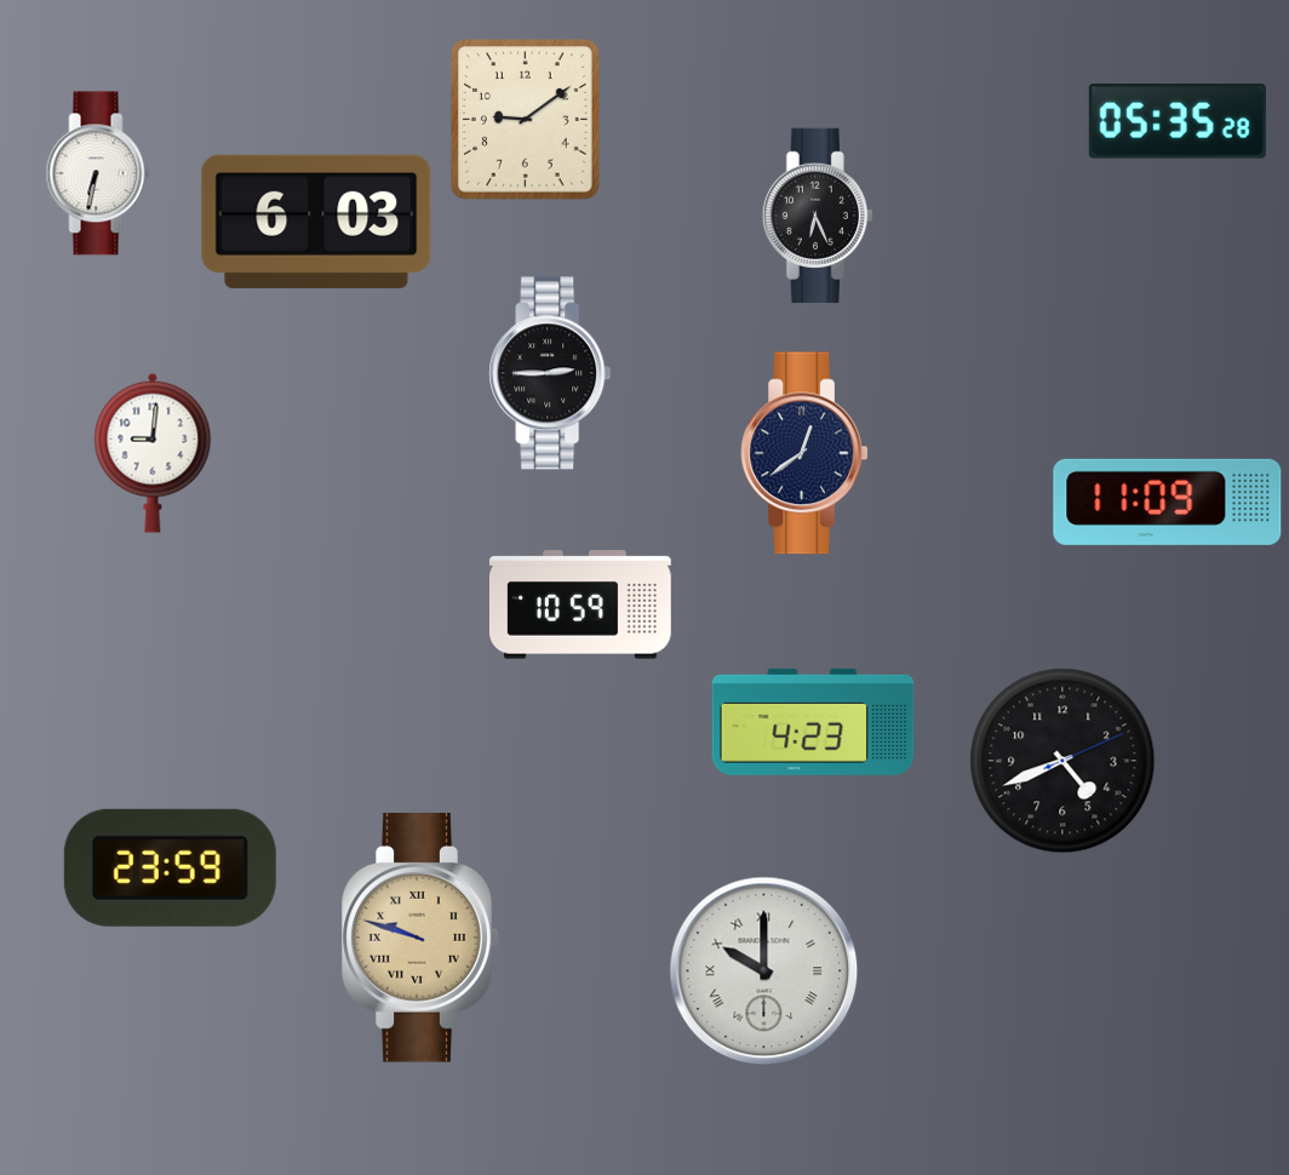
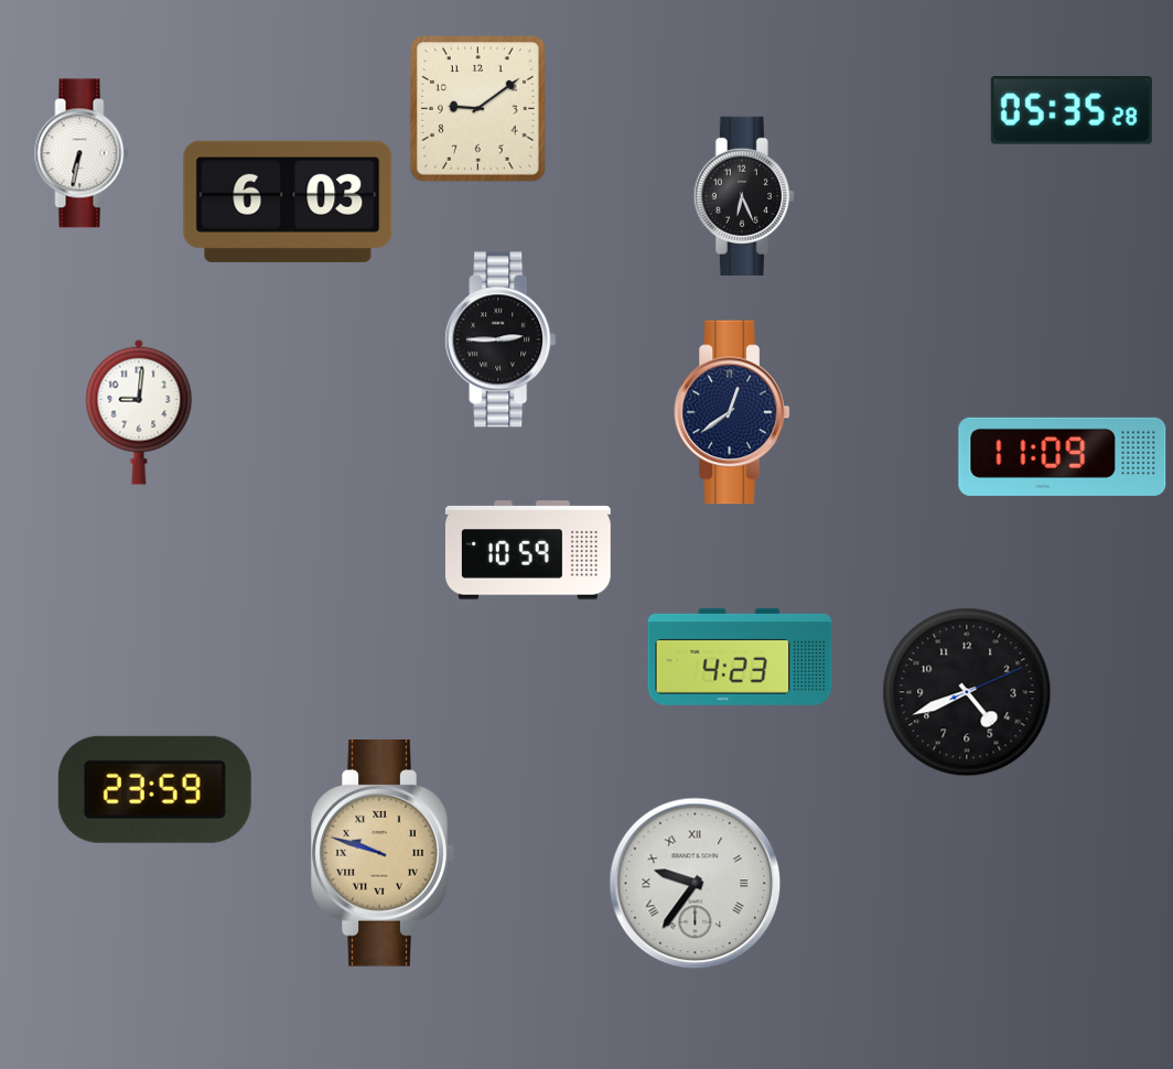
clock at (98, 173) position: (98, 173) -> (82, 153)
clock at (764, 971): 10:00 -> 9:36
